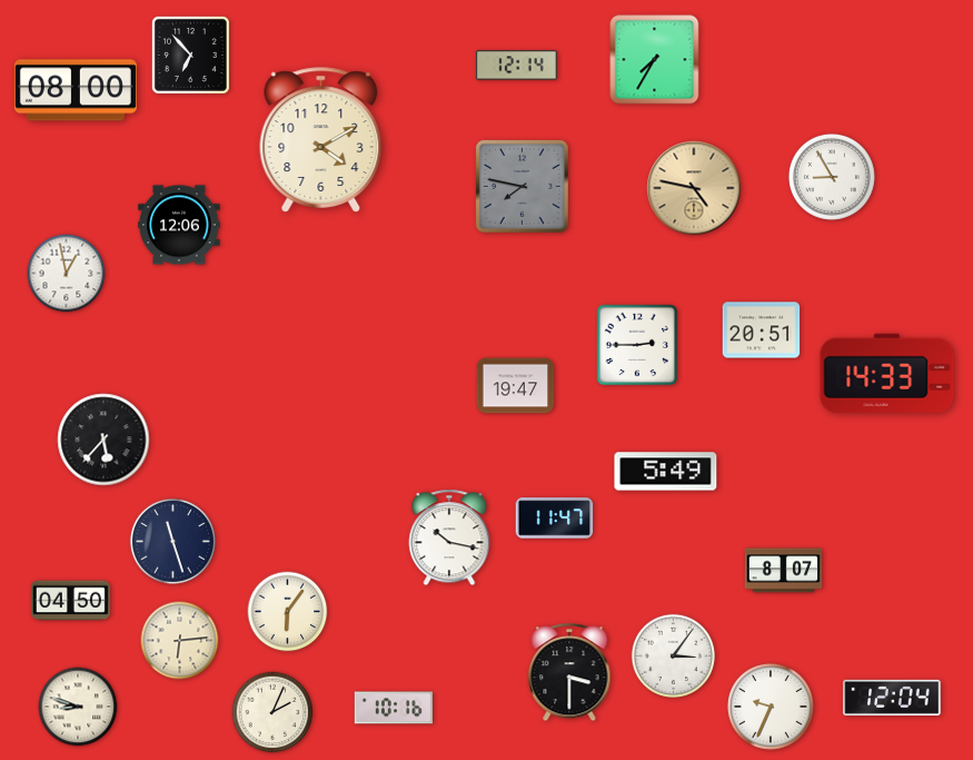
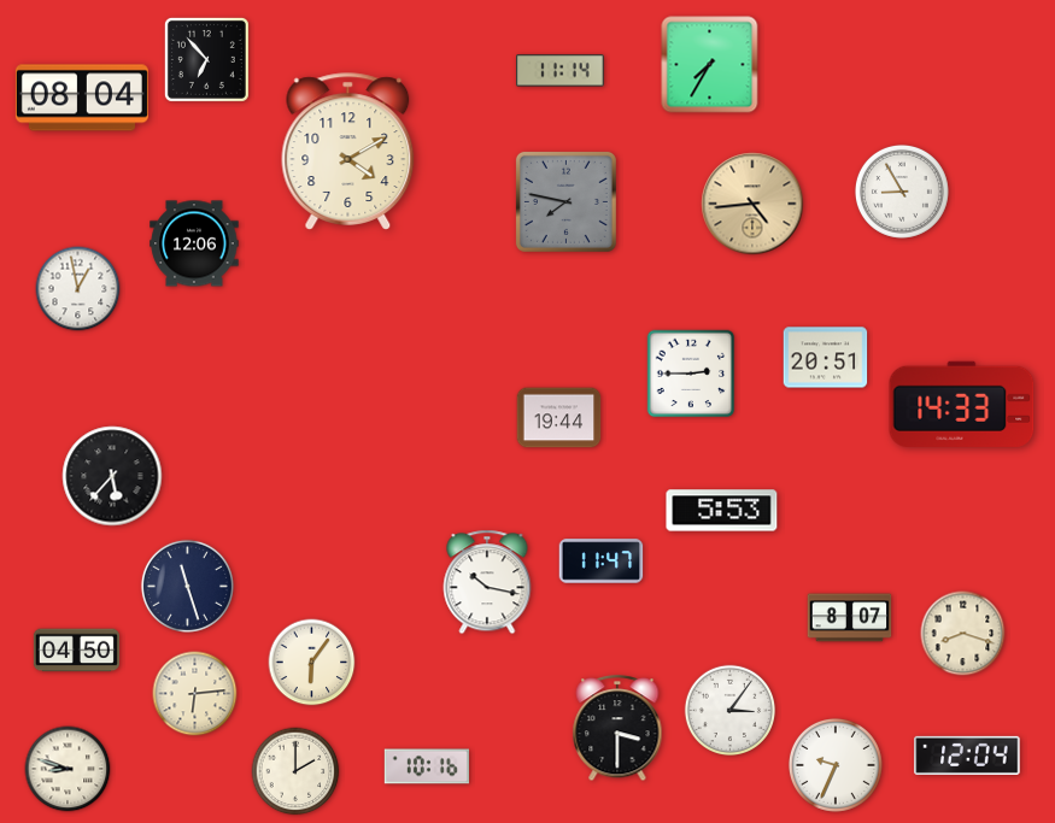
clock at (517, 66): 12:14 -> 11:14
clock at (76, 90): 08:00 -> 08:04
clock at (694, 188): 4:47 -> 4:44
clock at (67, 274) position: (67, 274) -> (78, 289)
clock at (516, 386): 19:47 -> 19:44
clock at (666, 472): 5:49 -> 5:53
clock at (963, 634): none -> 8:18
clock at (78, 707) position: (78, 707) -> (68, 769)
clock at (272, 712): 2:04 -> 2:00
